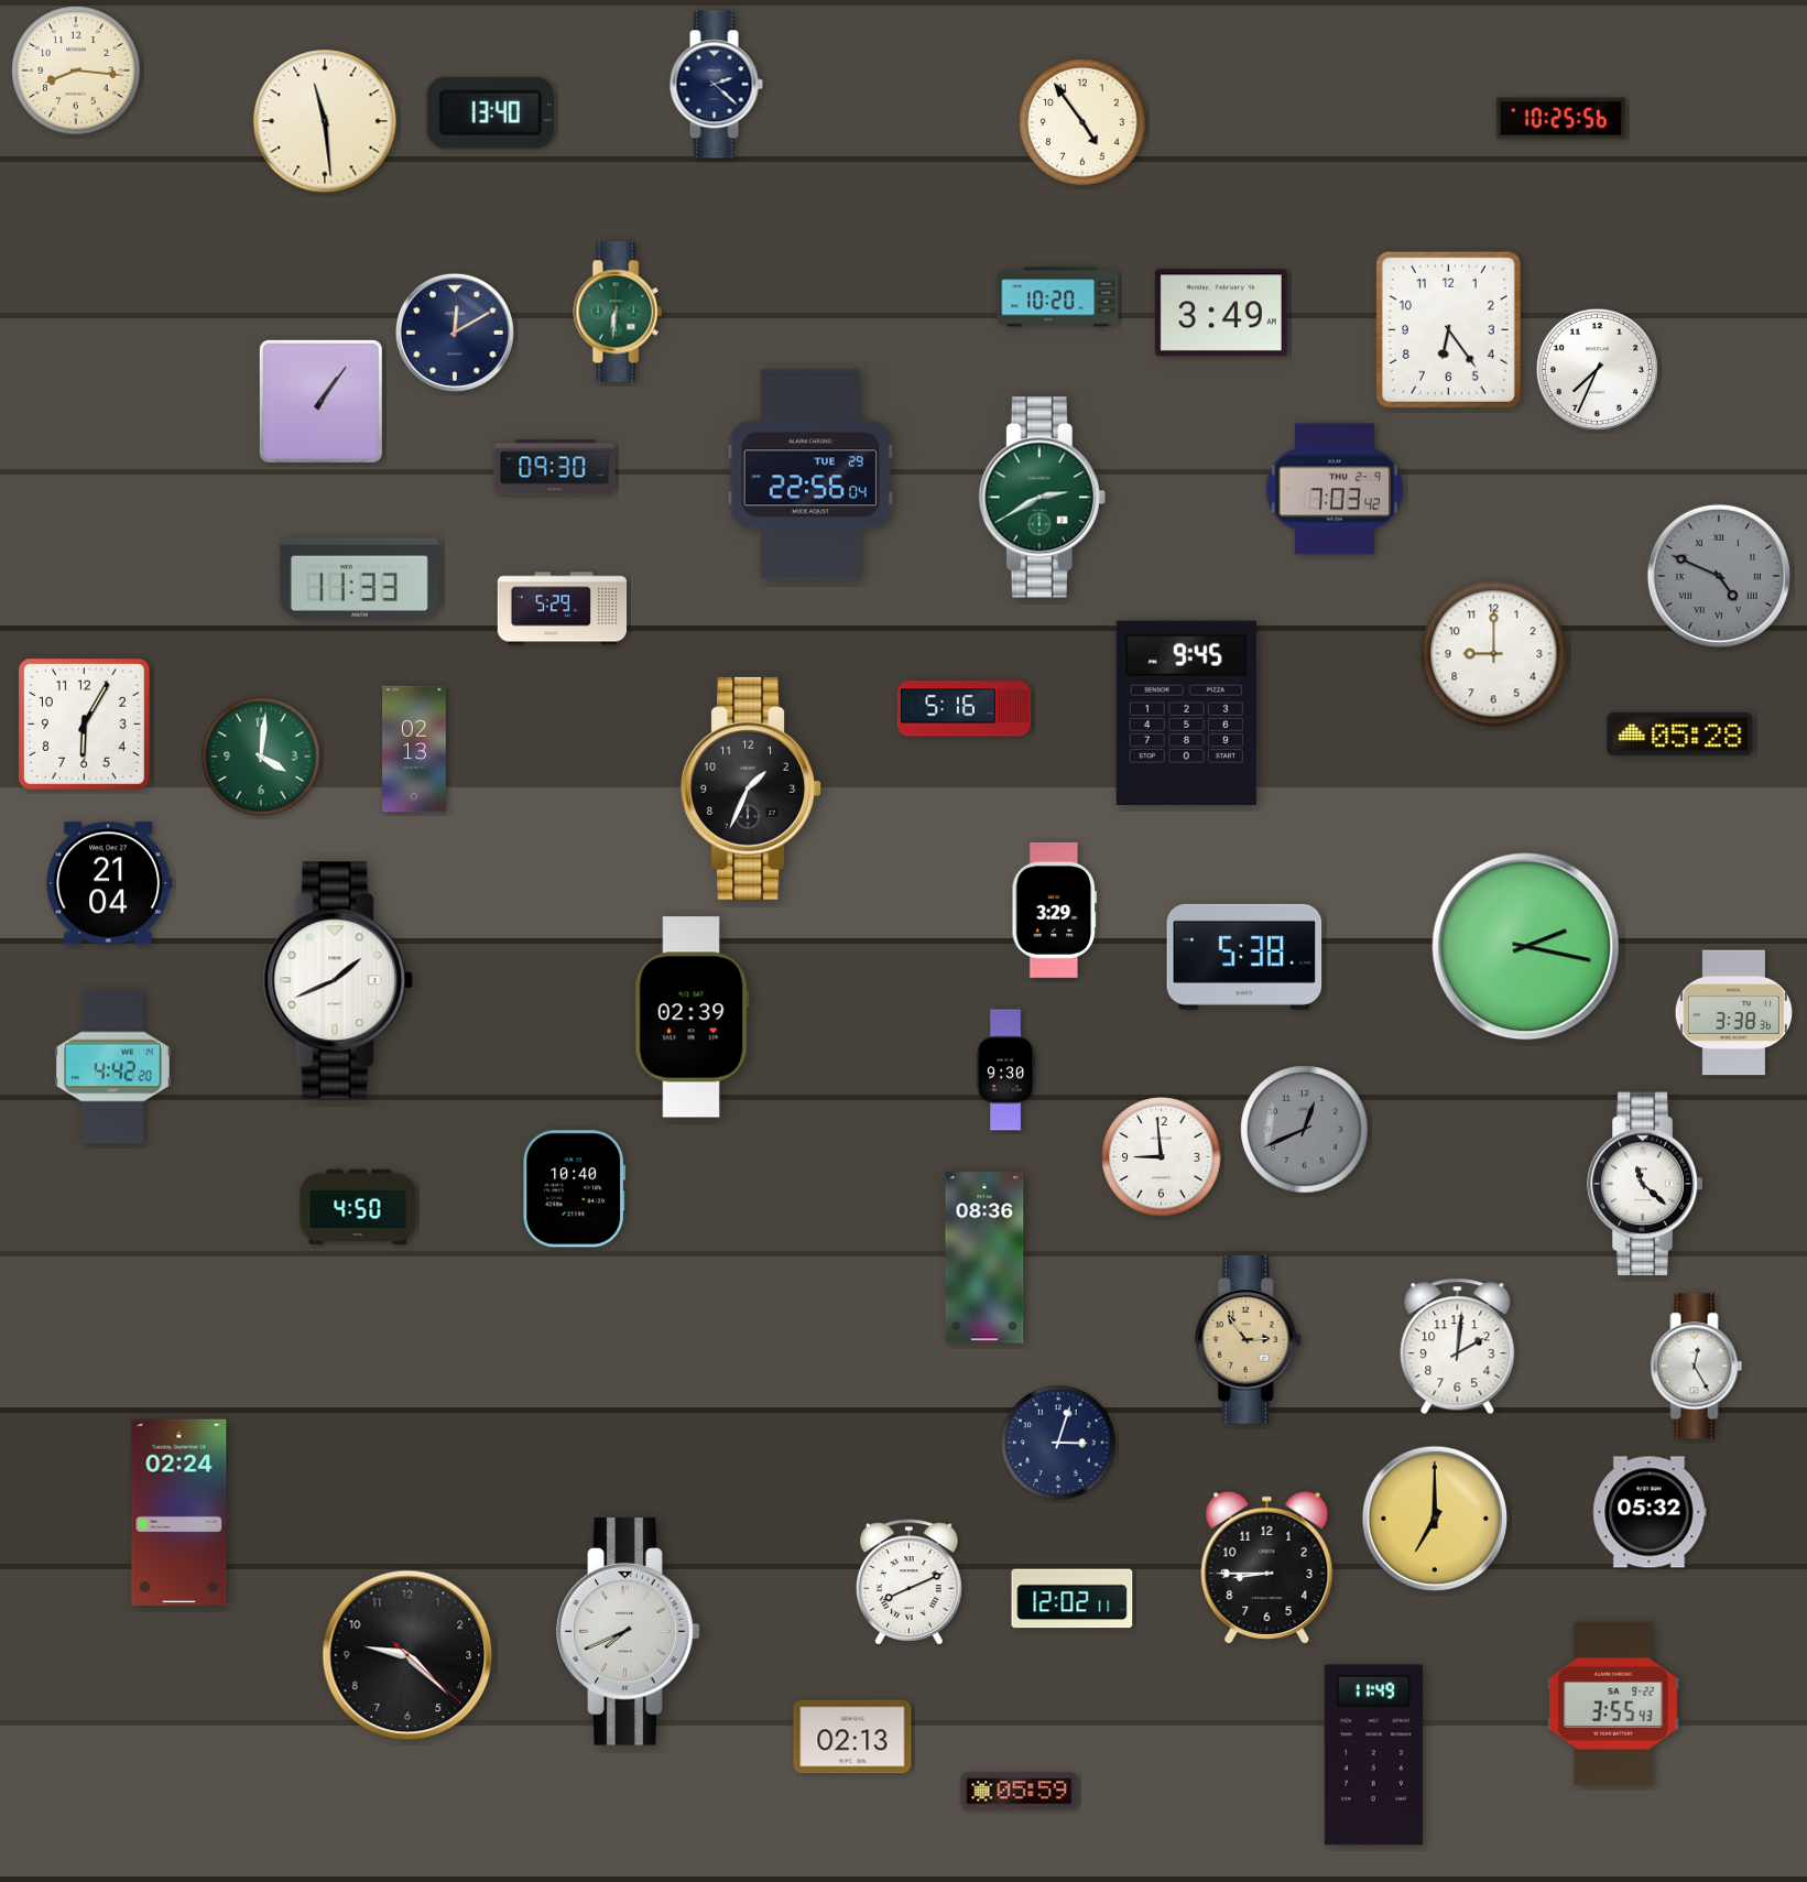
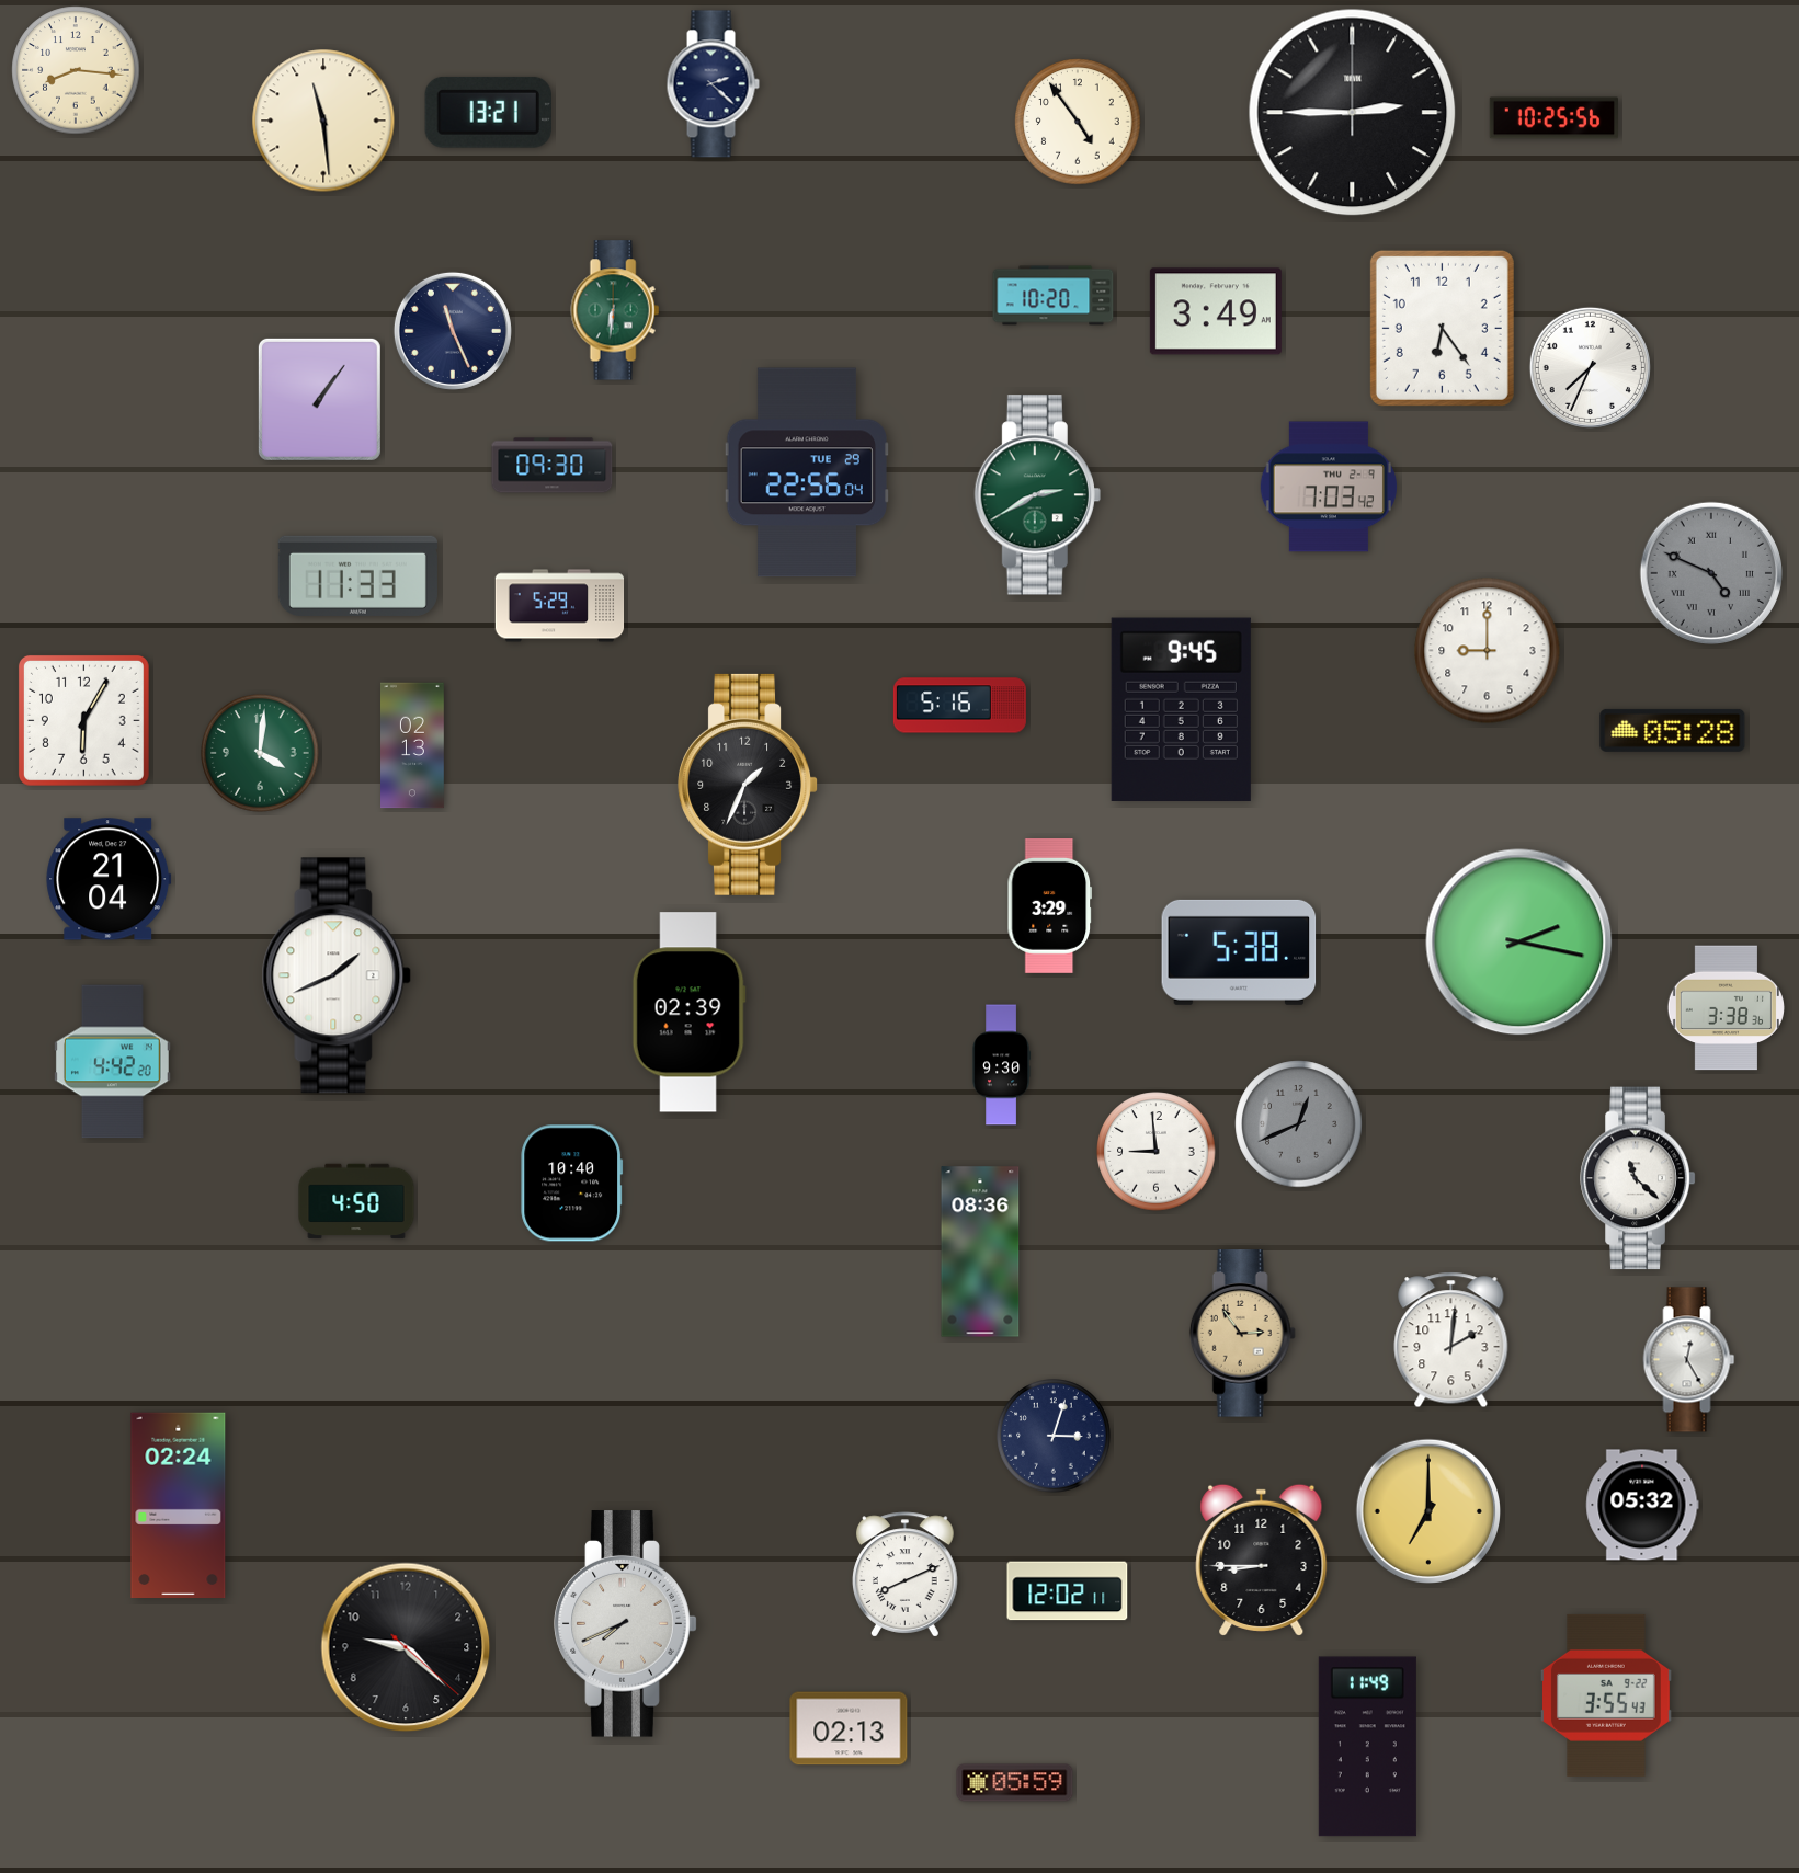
clock at (490, 112): 13:40 -> 13:21
clock at (1353, 113): none -> 2:45
clock at (455, 333): 12:10 -> 11:26
